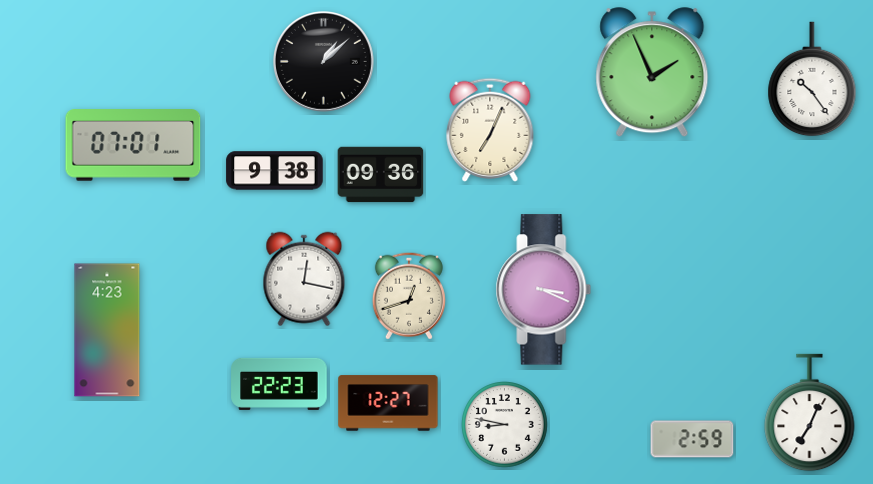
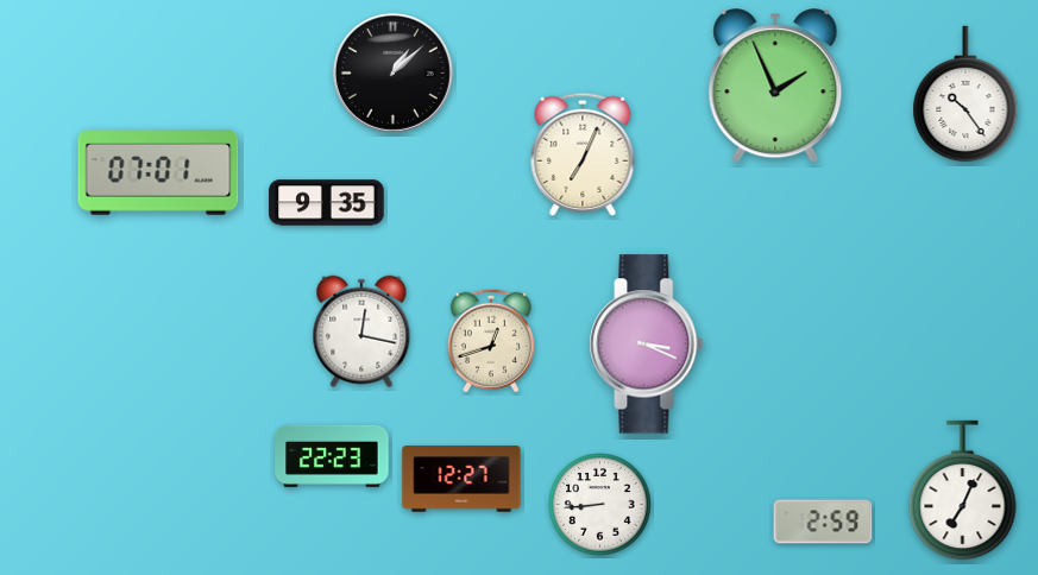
clock at (323, 61) position: (323, 61) -> (392, 72)
clock at (275, 171): 9:38 -> 9:35
clock at (381, 175): 09:36 -> none
clock at (409, 296) position: (409, 296) -> (491, 341)
clock at (107, 330): 4:23 -> none
clock at (505, 425): 8:47 -> 8:44
